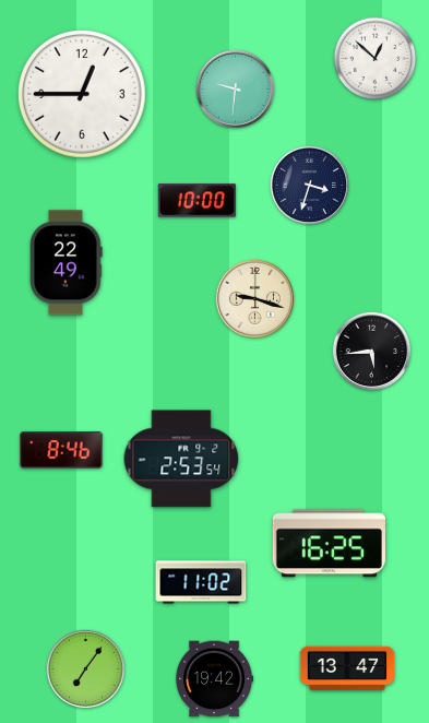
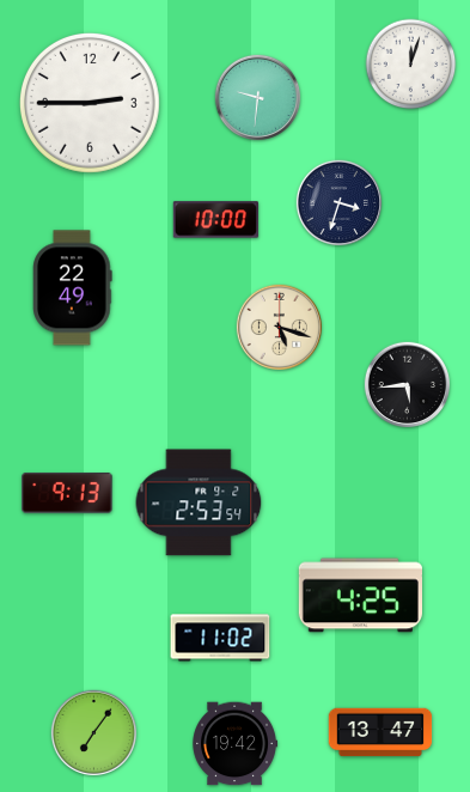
clock at (376, 59): 12:52 -> 12:03
clock at (83, 95): 12:45 -> 2:45
clock at (255, 299): 9:18 -> 5:18
clock at (61, 451): 8:46 -> 9:13
clock at (329, 544): 16:25 -> 4:25
